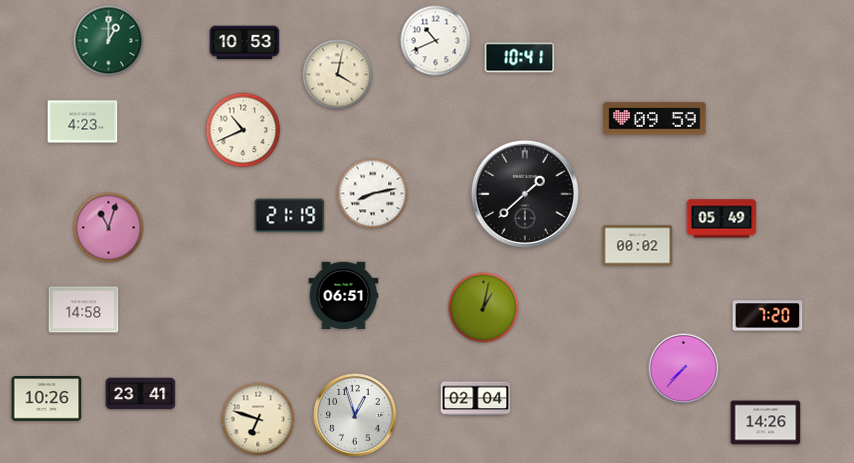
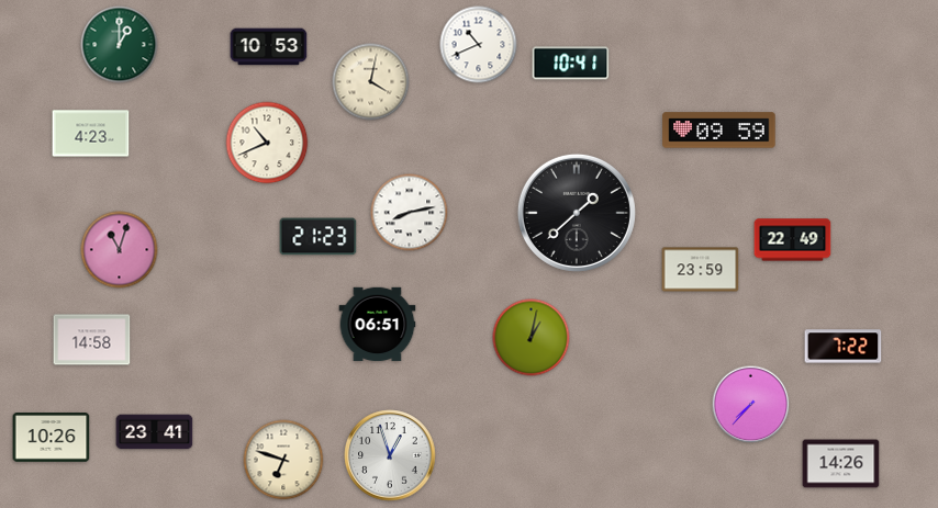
clock at (290, 216): 21:19 -> 21:23
clock at (722, 219): 05:49 -> 22:49
clock at (638, 246): 00:02 -> 23:59
clock at (768, 316): 7:20 -> 7:22
clock at (476, 399): 02:04 -> none
